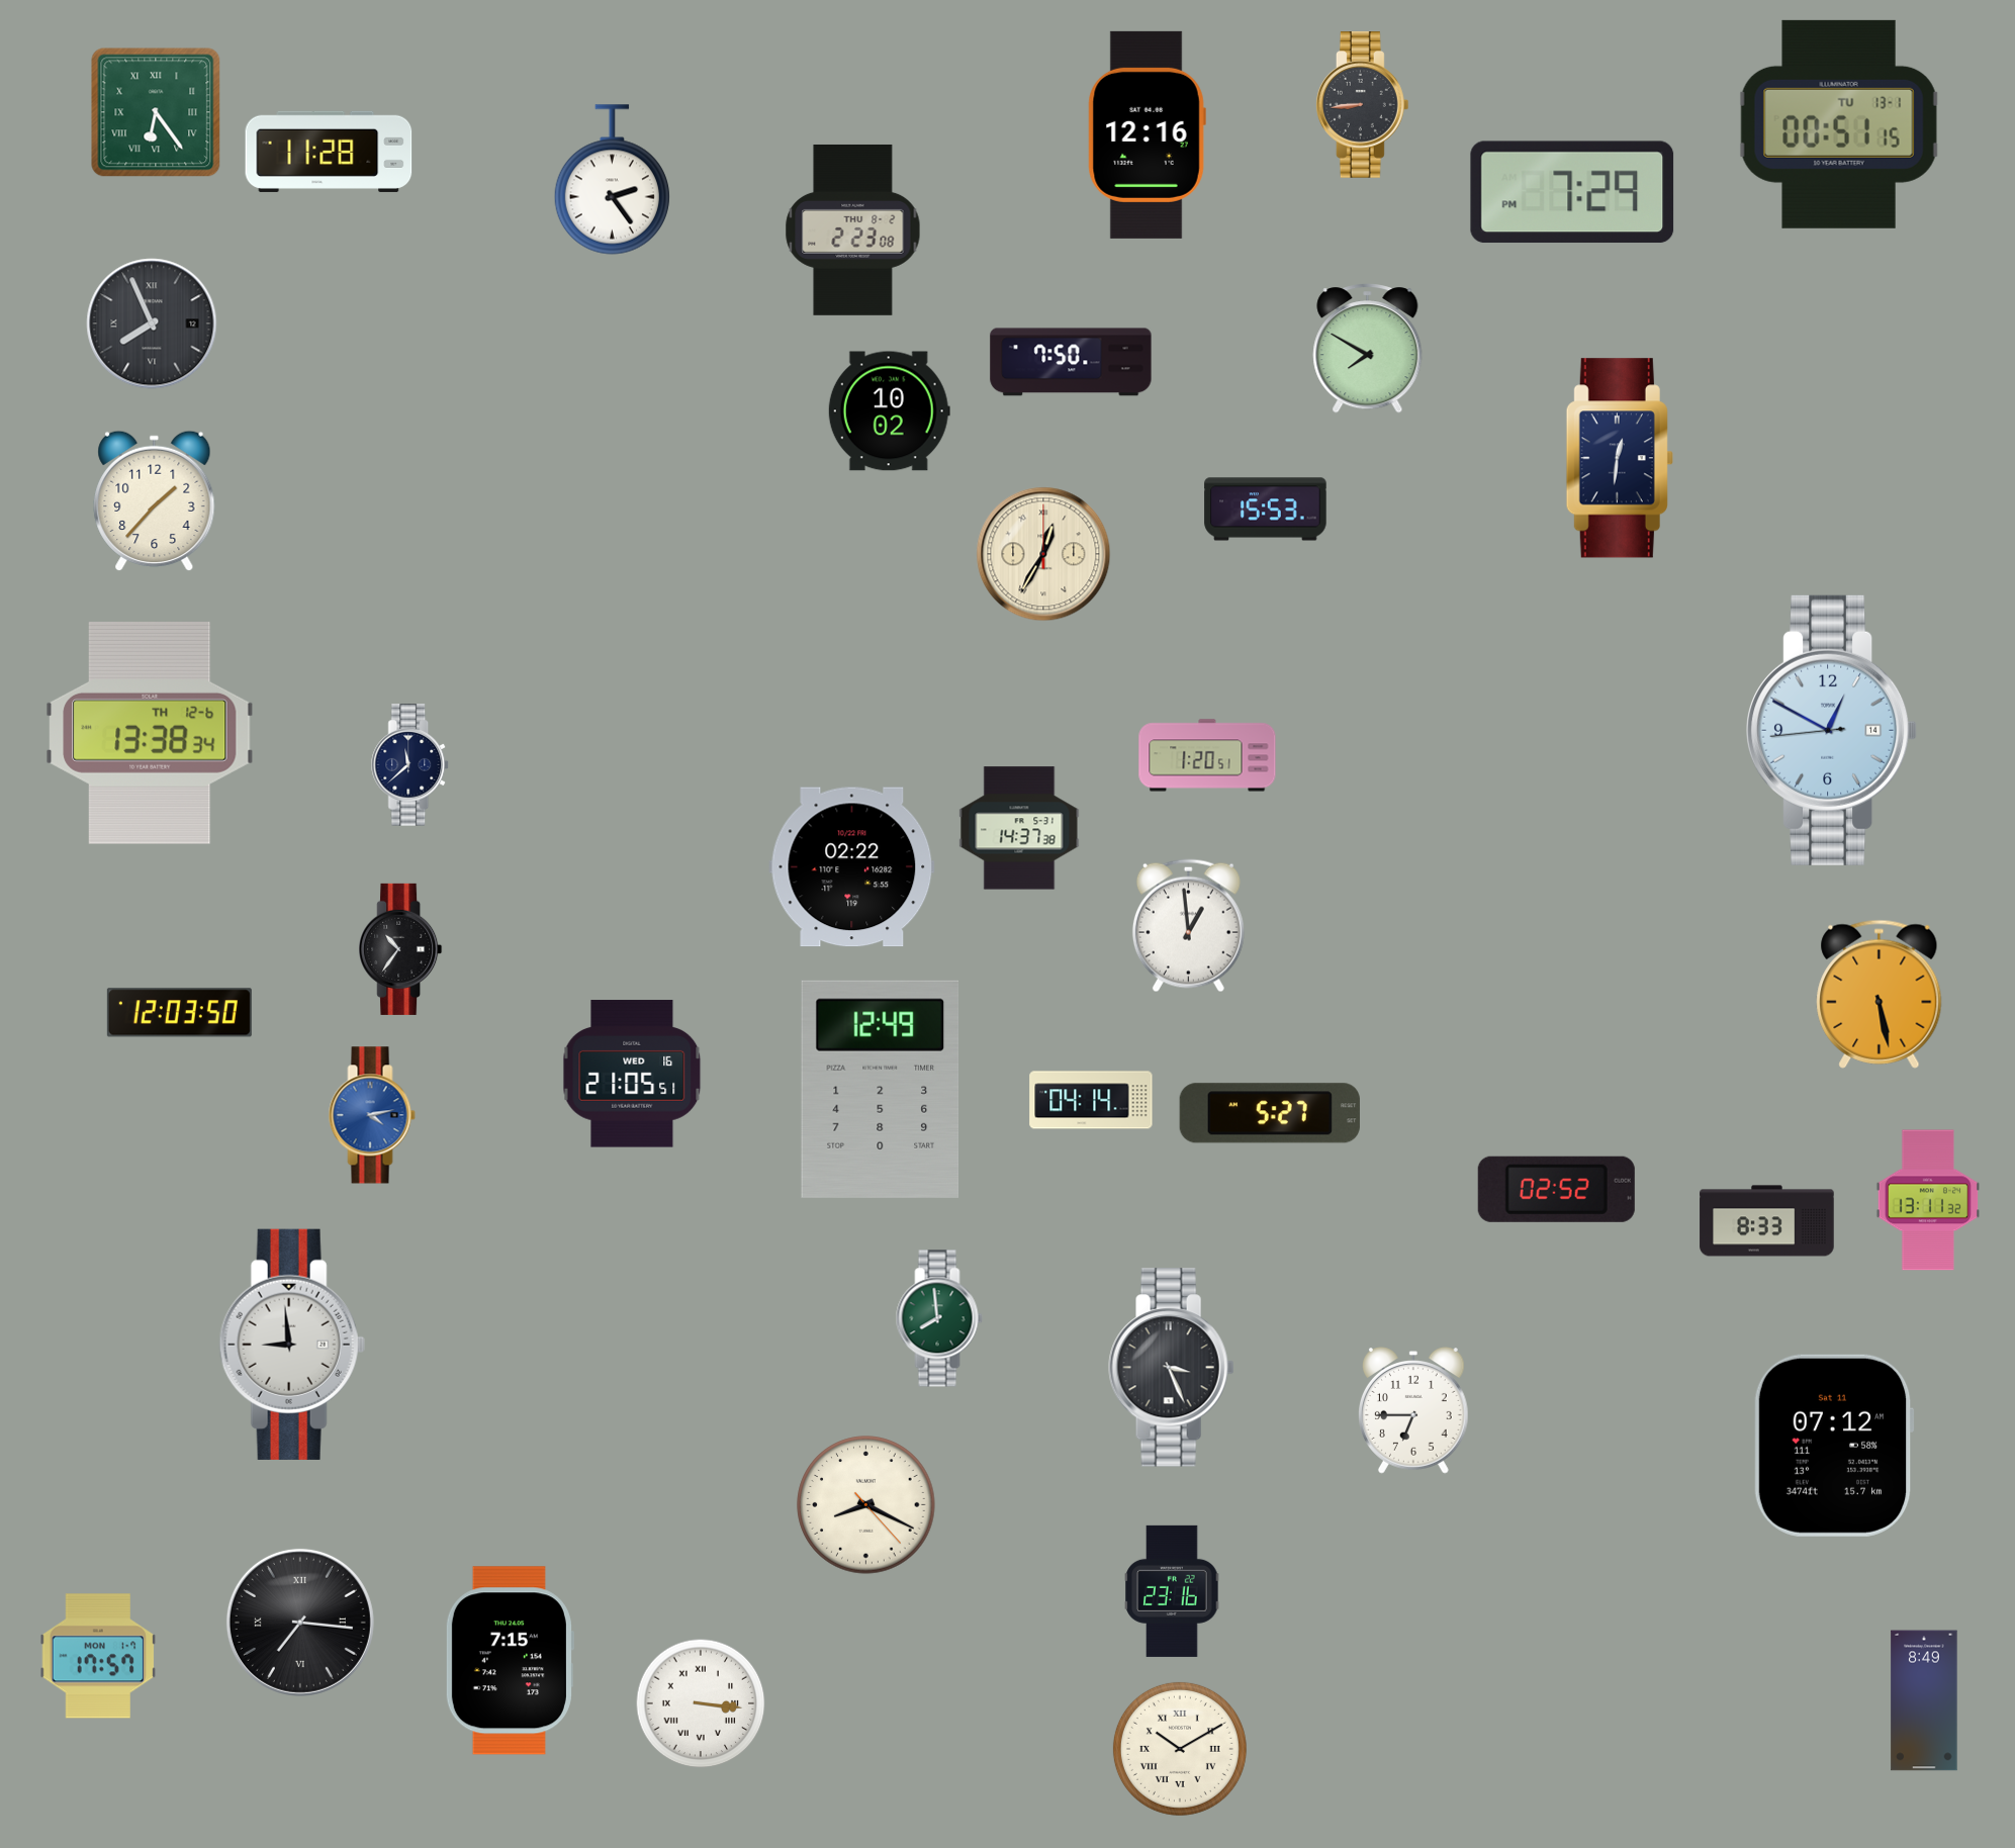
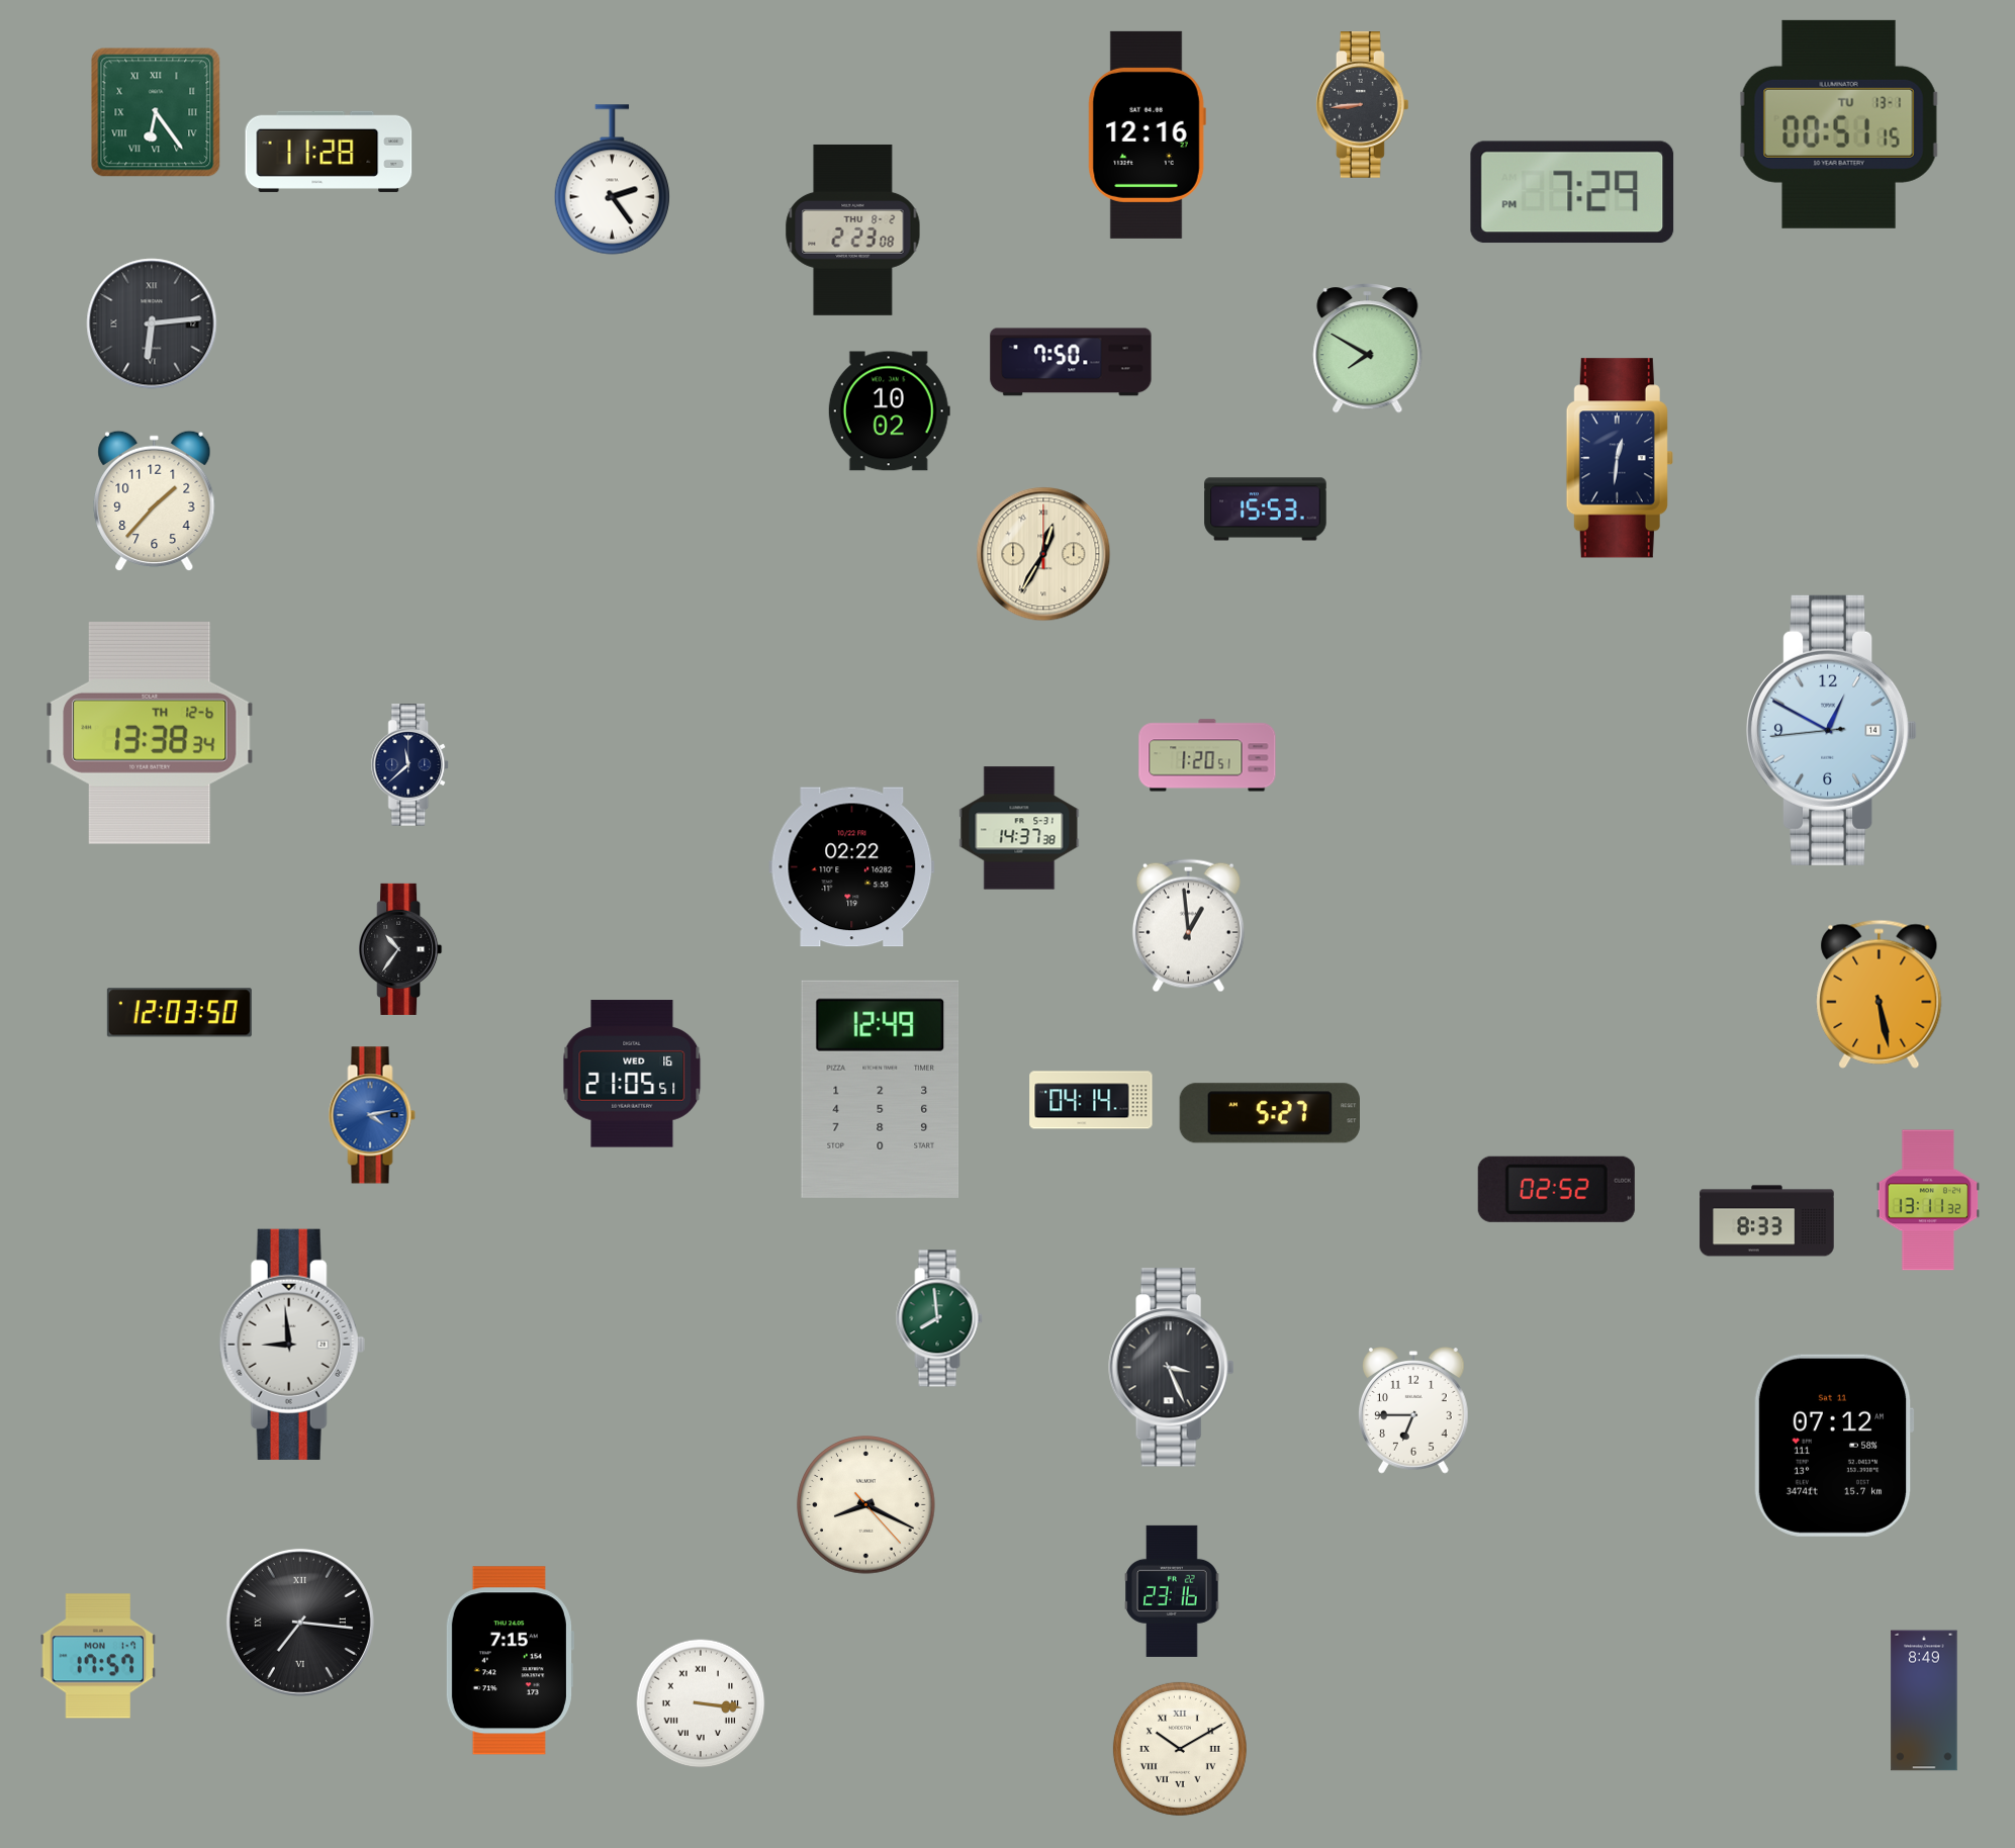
clock at (152, 324): 7:56 -> 6:14
